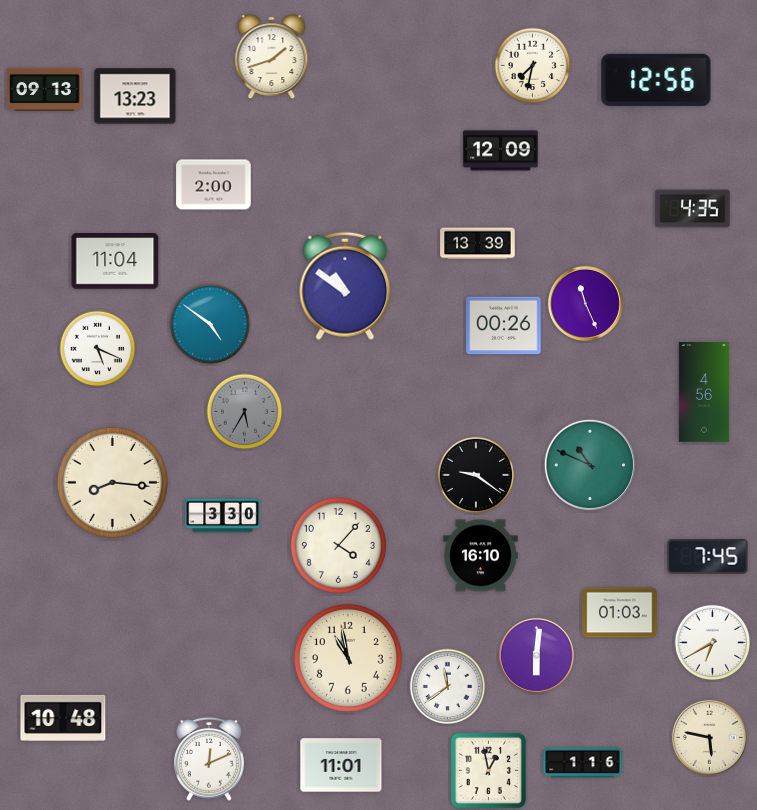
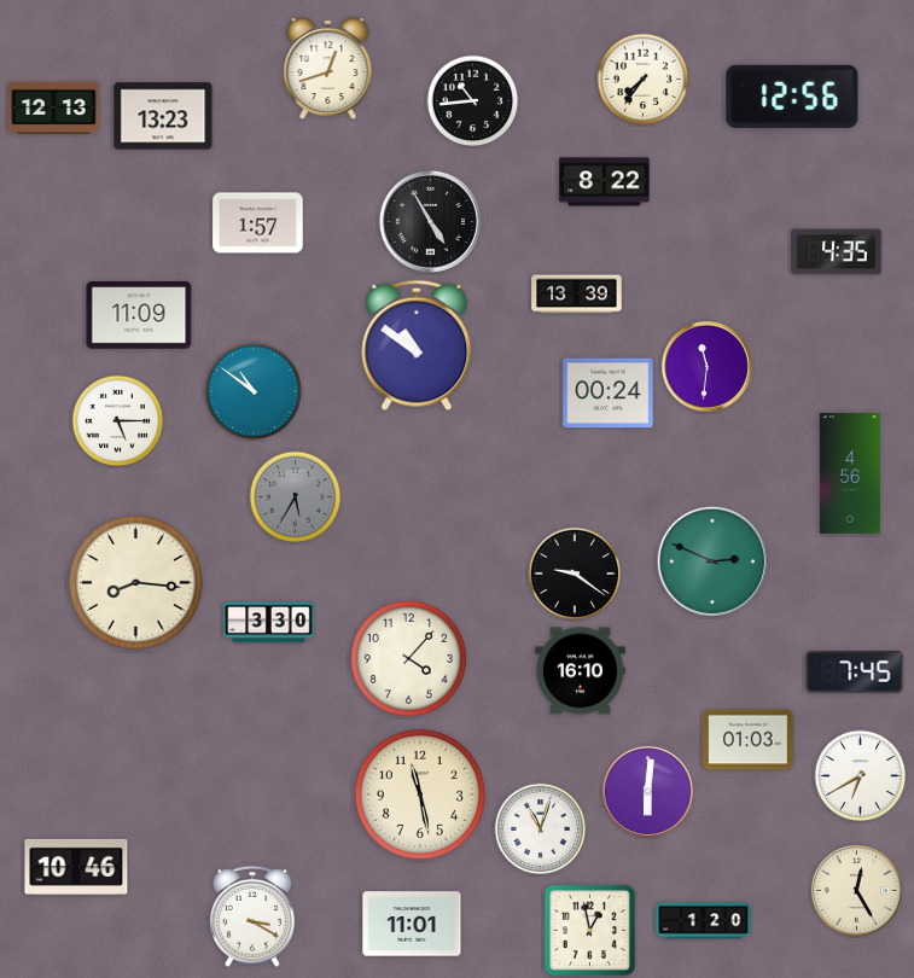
clock at (272, 57): 1:42 -> 12:42
clock at (533, 66): 7:32 -> 7:36
clock at (473, 101): none -> 10:44
clock at (45, 89): 09:13 -> 12:13
clock at (501, 151): 12:09 -> 8:22
clock at (430, 221): none -> 4:55
clock at (214, 185): 2:00 -> 1:57
clock at (115, 261): 11:04 -> 11:09
clock at (585, 303): 11:26 -> 11:31
clock at (210, 324): 4:51 -> 10:51
clock at (504, 326): 00:26 -> 00:24
clock at (98, 349): 5:19 -> 5:15
clock at (589, 464): 10:49 -> 2:49
clock at (348, 658): 10:58 -> 11:28
clock at (448, 687): 11:39 -> 11:03
clock at (63, 718): 10:48 -> 10:46
clock at (709, 737): 5:47 -> 12:25
clock at (209, 759): 12:11 -> 3:20
clock at (583, 763): 1:16 -> 1:20
